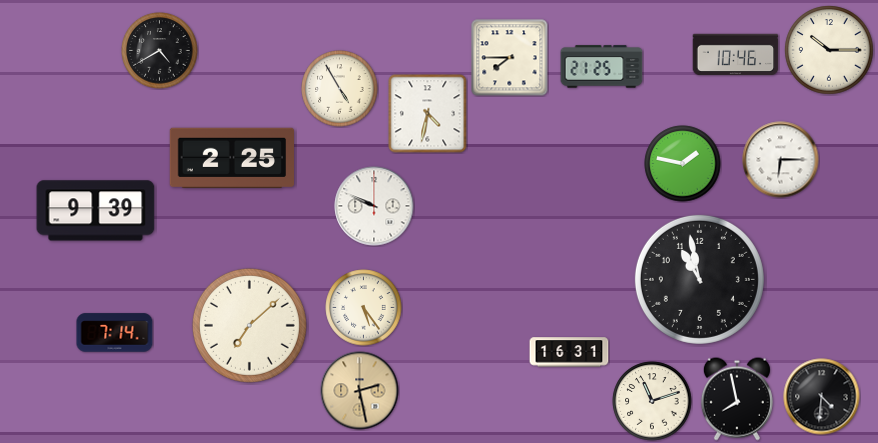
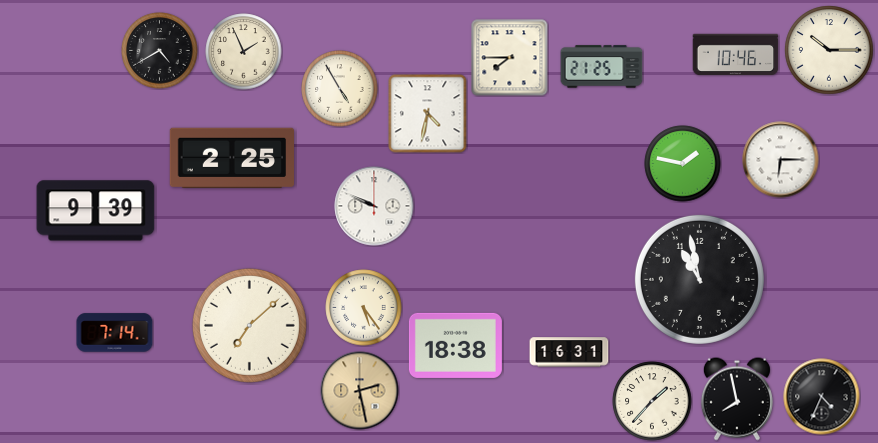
clock at (244, 52): none -> 1:56
clock at (455, 345): none -> 18:38
clock at (822, 397): 4:31 -> 4:34
clock at (652, 401): 11:12 -> 1:37
